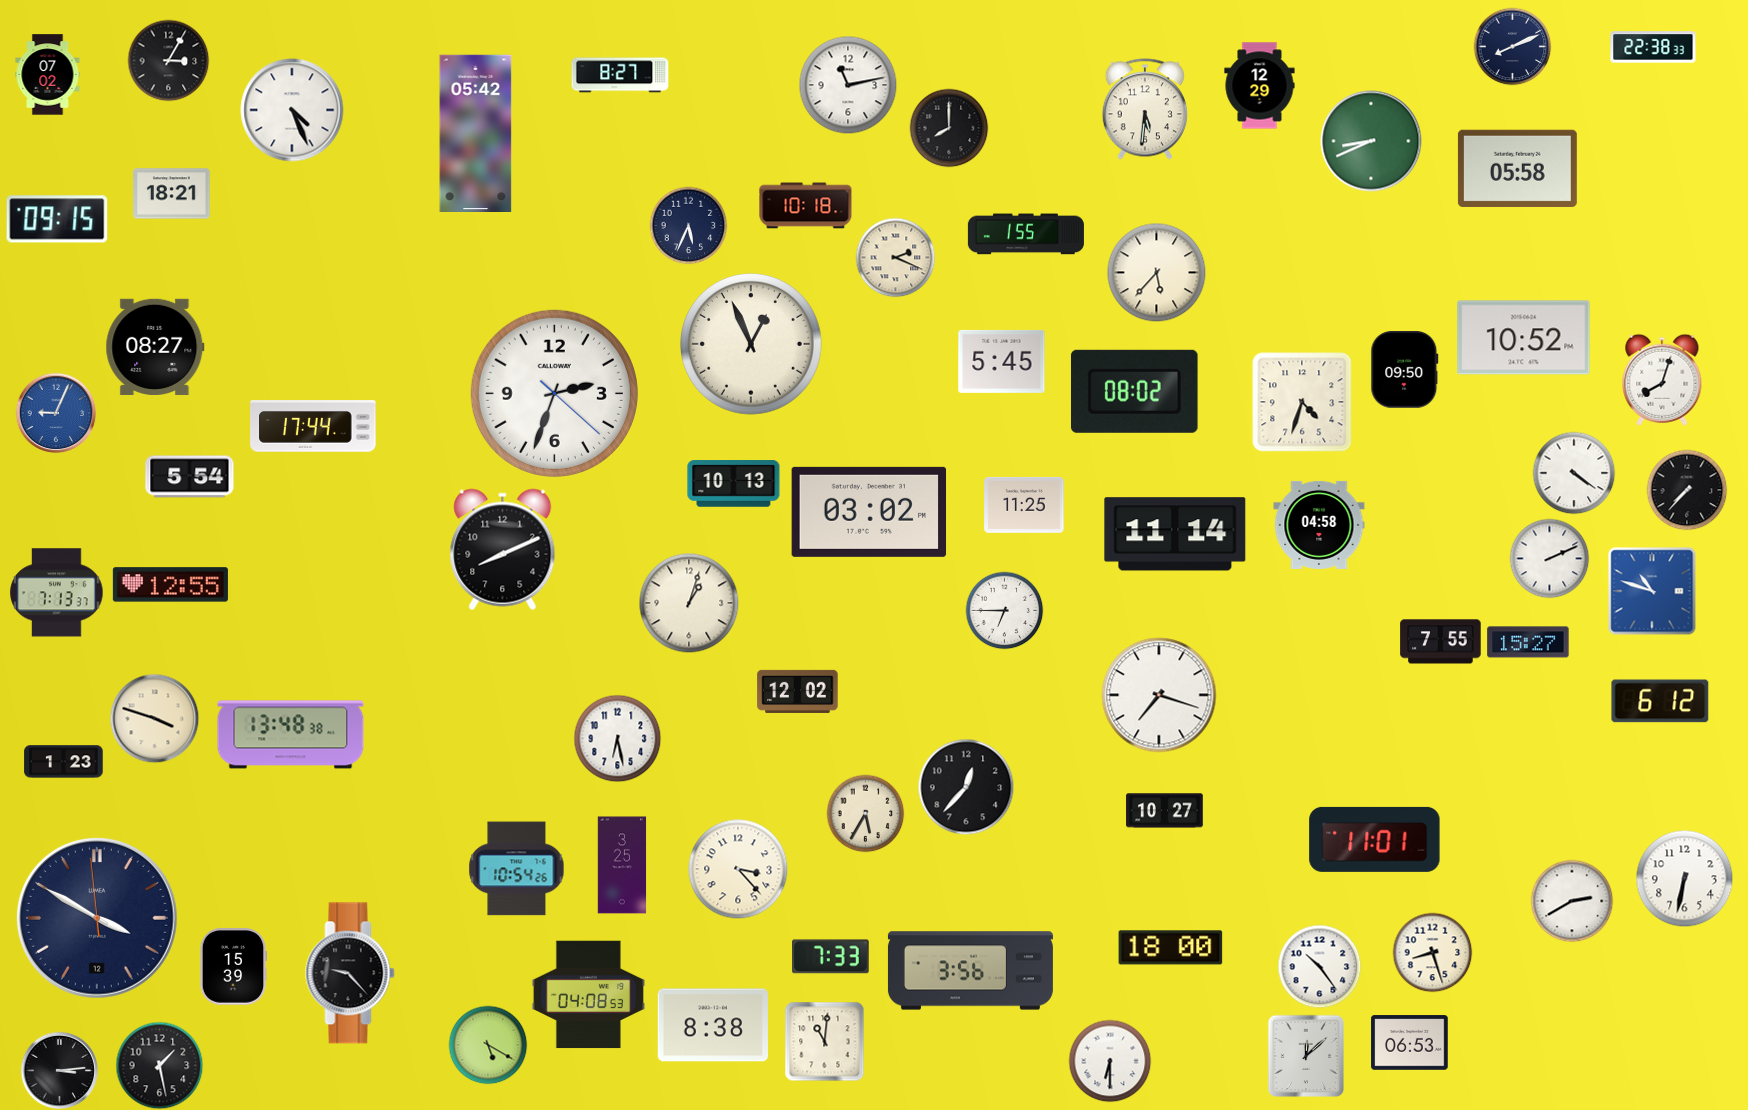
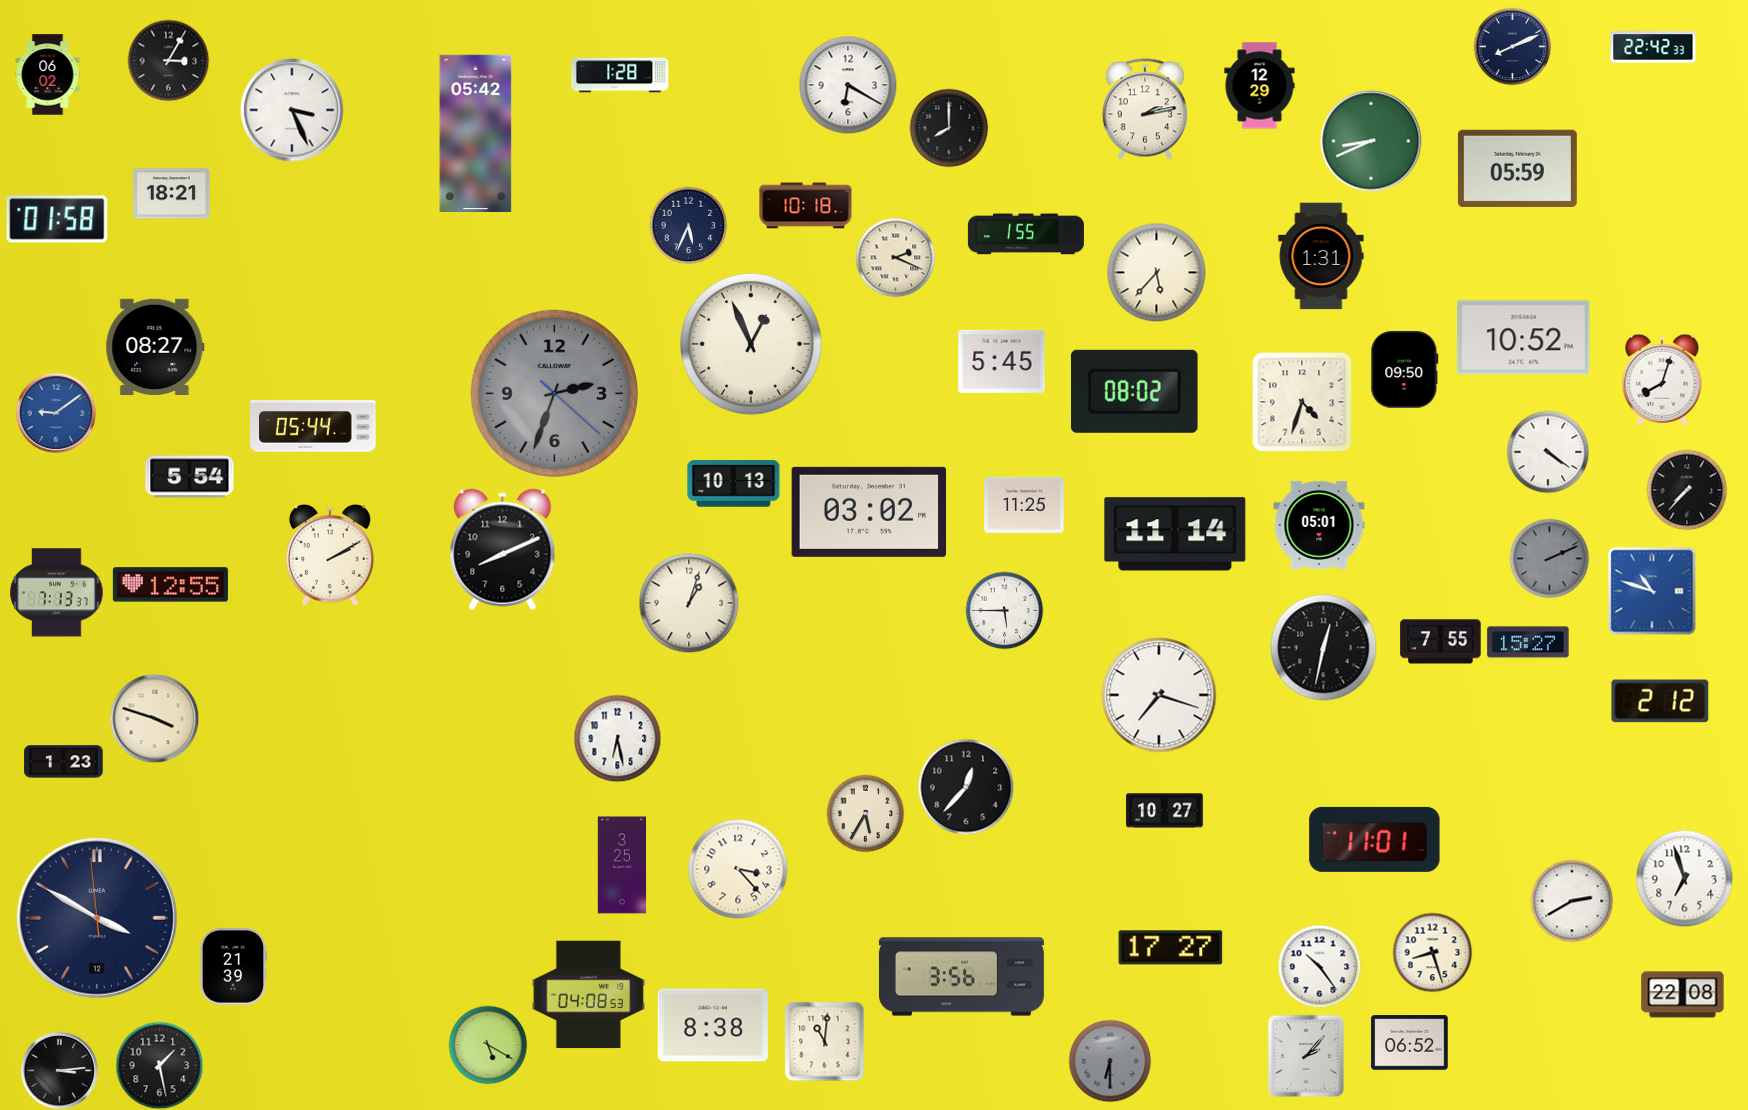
clock at (1653, 47): 22:38 -> 22:42
clock at (48, 75): 07:02 -> 06:02
clock at (620, 75): 8:27 -> 1:28
clock at (848, 85): 11:13 -> 6:20
clock at (1145, 109): 5:31 -> 2:13
clock at (292, 110): 4:26 -> 3:26
clock at (1517, 168): 05:58 -> 05:59
clock at (57, 219): 09:15 -> 01:58
clock at (1321, 256): none -> 1:31
clock at (554, 393) dial: white -> grey
clock at (56, 413): 9:04 -> 9:09
clock at (313, 426): 17:44 -> 05:44
clock at (1574, 473) position: (1574, 473) -> (1548, 452)
clock at (1319, 525): 04:58 -> 05:01
clock at (330, 555): none -> 2:10
clock at (1549, 558) dial: white -> grey
clock at (1004, 610): 6:45 -> 5:45
clock at (1324, 648): none -> 12:32
clock at (798, 691): 12:02 -> none
clock at (1660, 701): 6:12 -> 2:12
clock at (291, 735): 13:48 -> none
clock at (517, 869): 10:54 -> none
clock at (1684, 878): 6:32 -> 6:57
clock at (1171, 948): 18:00 -> 17:27
clock at (831, 957): 7:33 -> none
clock at (233, 967): 15:39 -> 21:39
clock at (970, 971) position: (970, 971) -> (961, 977)
clock at (350, 973): 9:23 -> none
clock at (1683, 995): none -> 22:08
clock at (1410, 1043): 06:53 -> 06:52
clock at (1305, 1055): 12:08 -> 2:07
clock at (1110, 1061) dial: white -> grey
